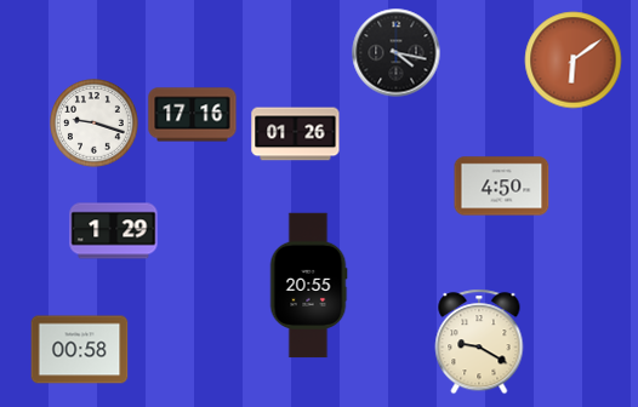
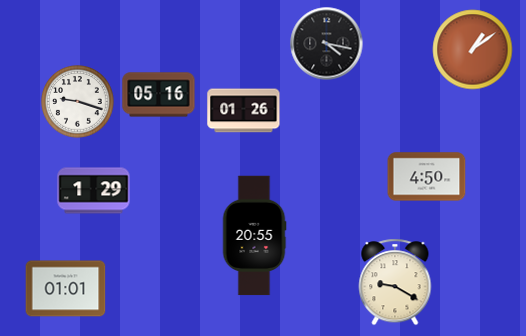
clock at (574, 61): 6:09 -> 1:09
clock at (193, 115): 17:16 -> 05:16
clock at (502, 187) position: (502, 187) -> (427, 177)
clock at (80, 350): 00:58 -> 01:01
